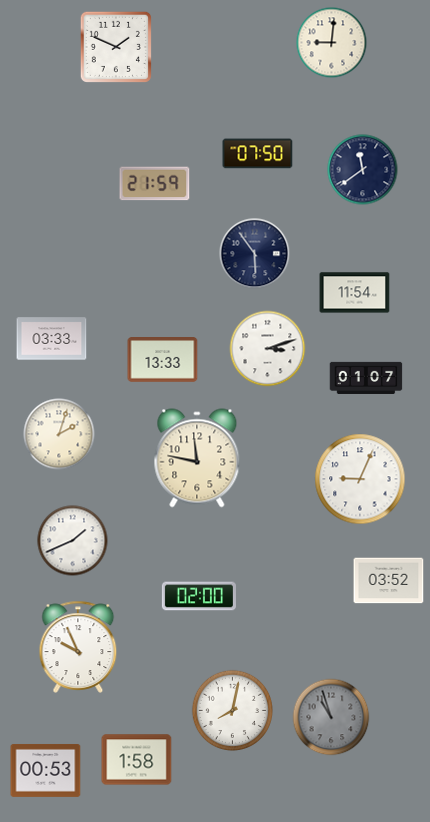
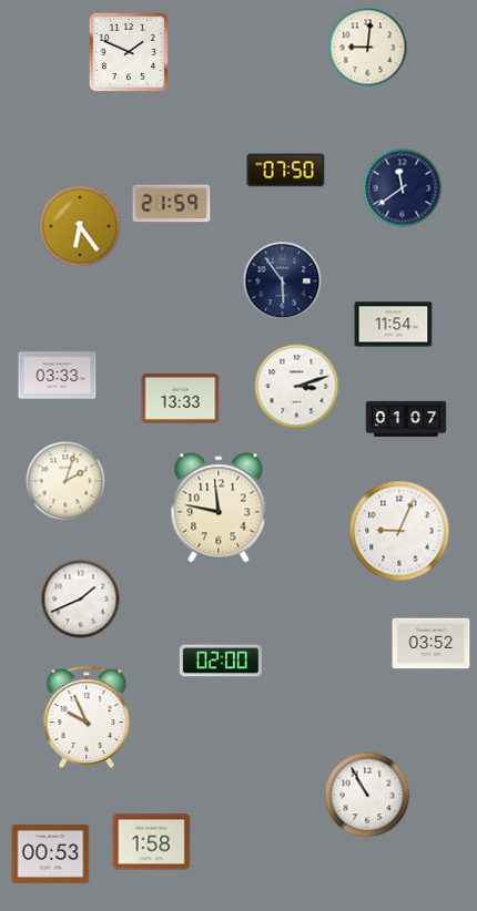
clock at (80, 226): none -> 6:24
clock at (232, 710): 8:02 -> none
clock at (331, 717): 10:57 -> 10:55
clock at (331, 717) dial: grey -> white
